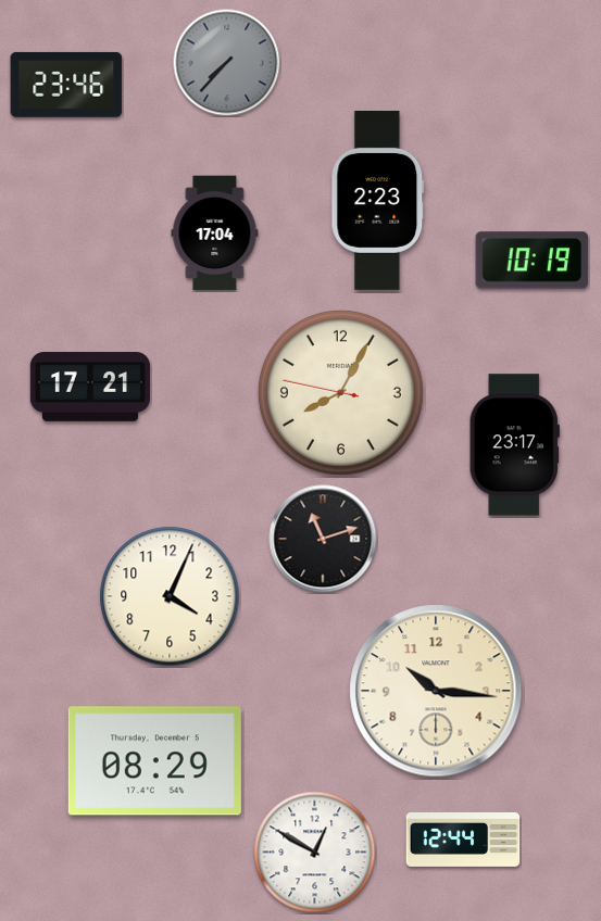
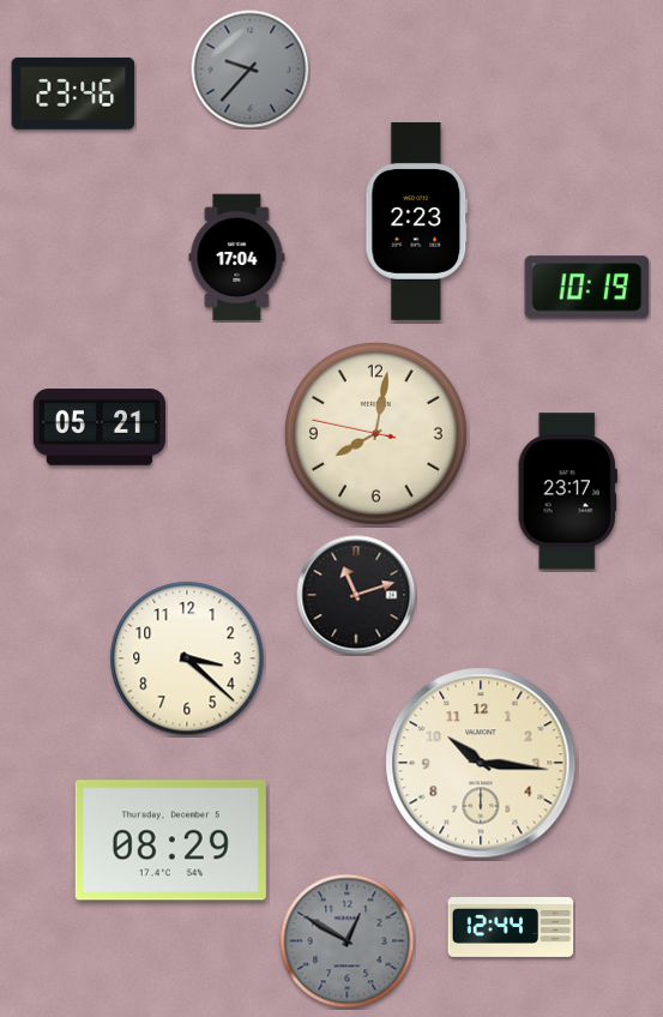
clock at (227, 63): 7:37 -> 9:37
clock at (89, 387): 17:21 -> 05:21
clock at (340, 392): 8:04 -> 8:01
clock at (170, 596): 4:04 -> 3:22
clock at (315, 853) dial: white -> grey
